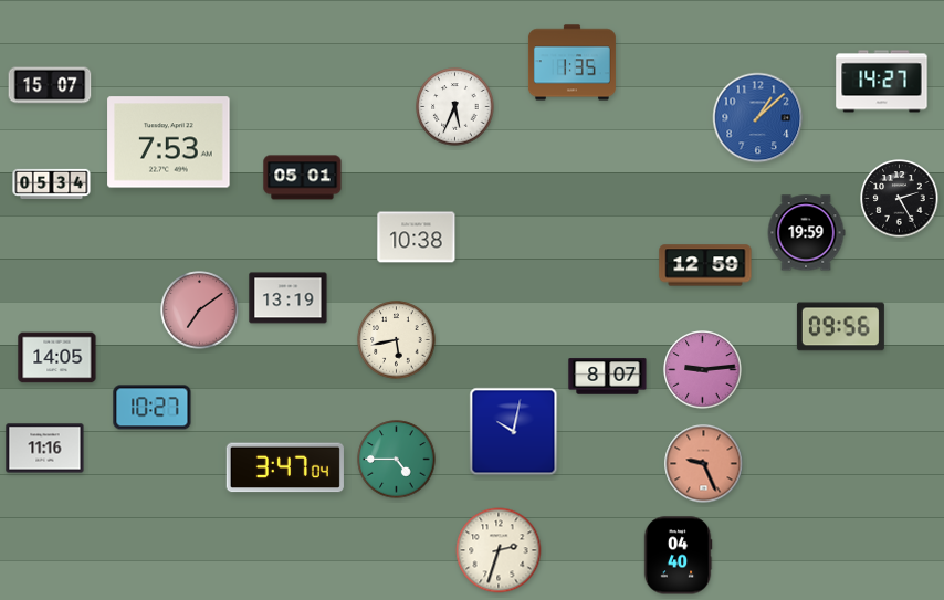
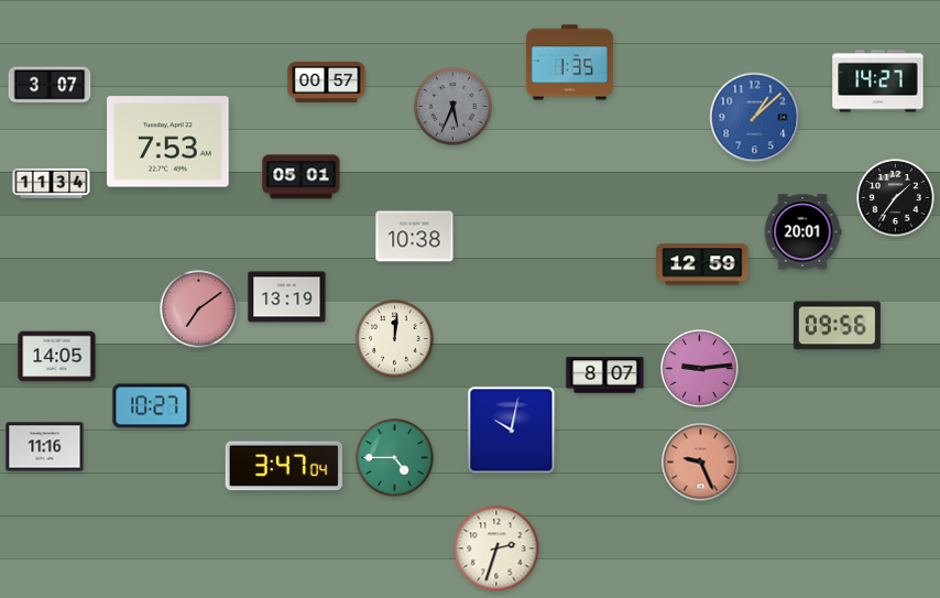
clock at (327, 81): none -> 00:57
clock at (50, 85): 15:07 -> 3:07
clock at (455, 107) dial: white -> grey
clock at (52, 185): 05:34 -> 11:34
clock at (900, 199): 2:25 -> 1:36
clock at (806, 233): 19:59 -> 20:01
clock at (397, 340): 5:43 -> 12:01
clock at (678, 556): 04:40 -> none
